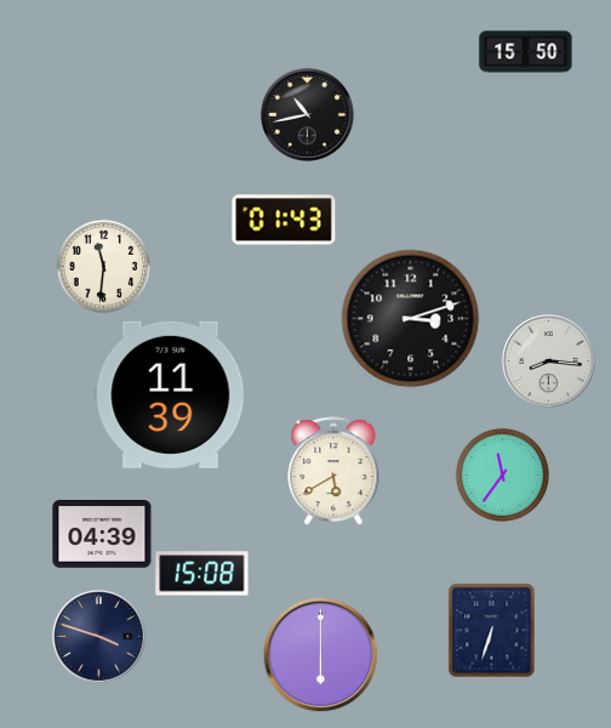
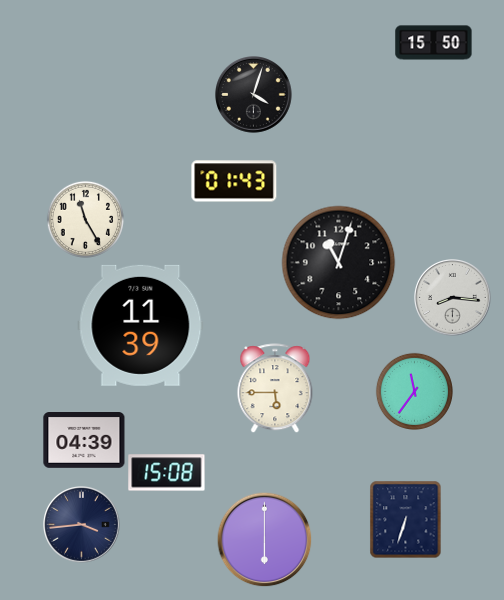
clock at (308, 115): 10:43 -> 4:03
clock at (103, 266): 11:31 -> 11:25
clock at (411, 319): 3:12 -> 11:03
clock at (333, 471): 5:40 -> 5:45
clock at (99, 637): 3:48 -> 3:44
